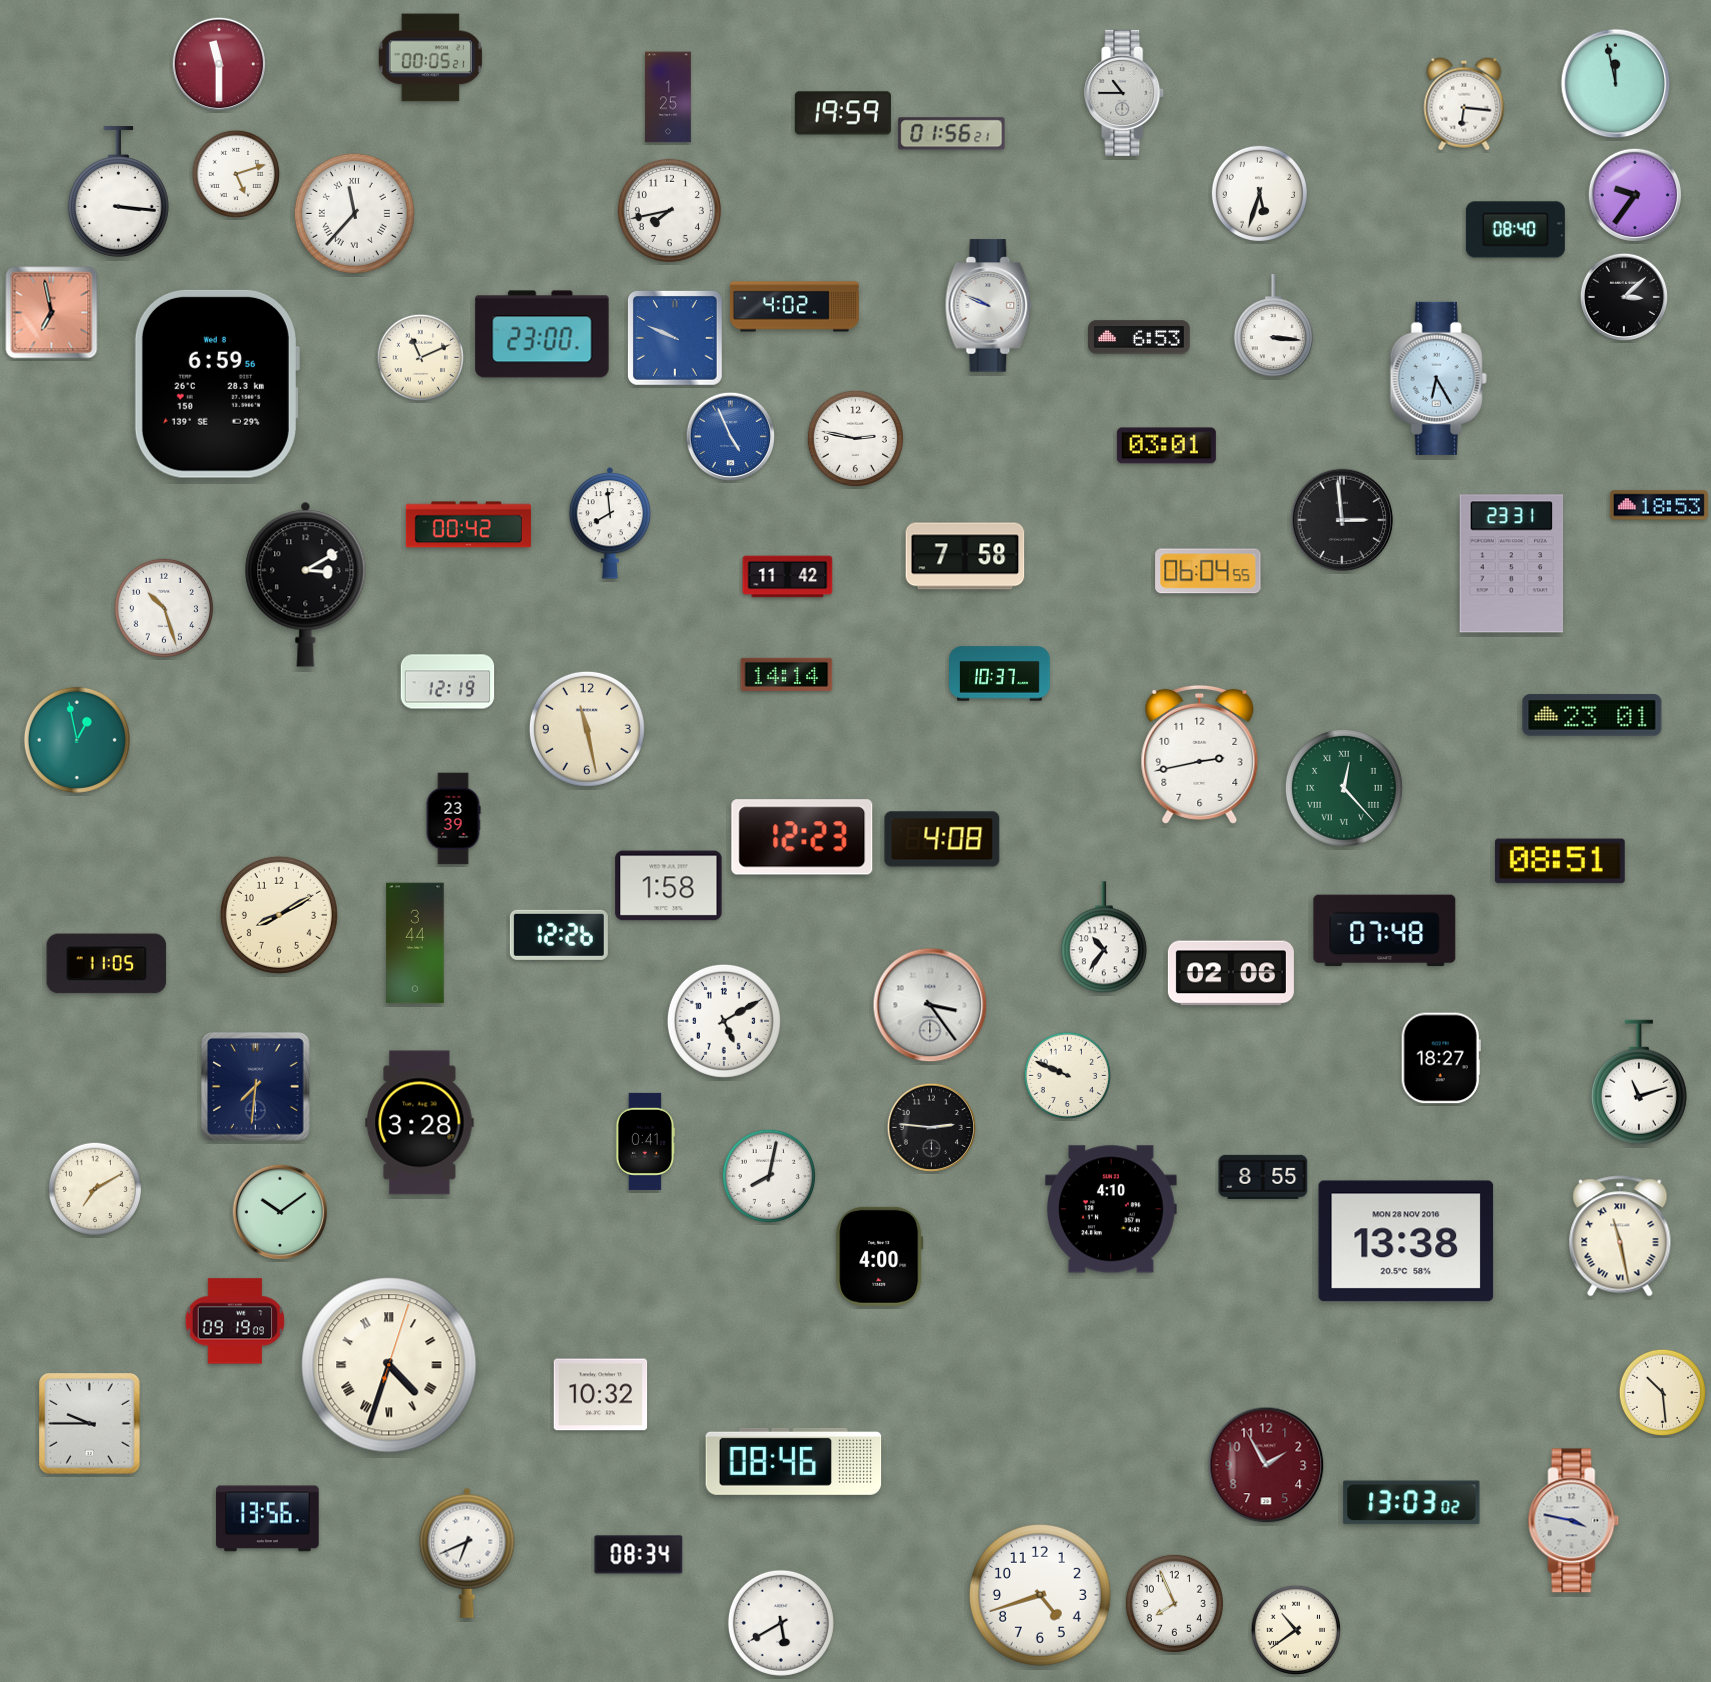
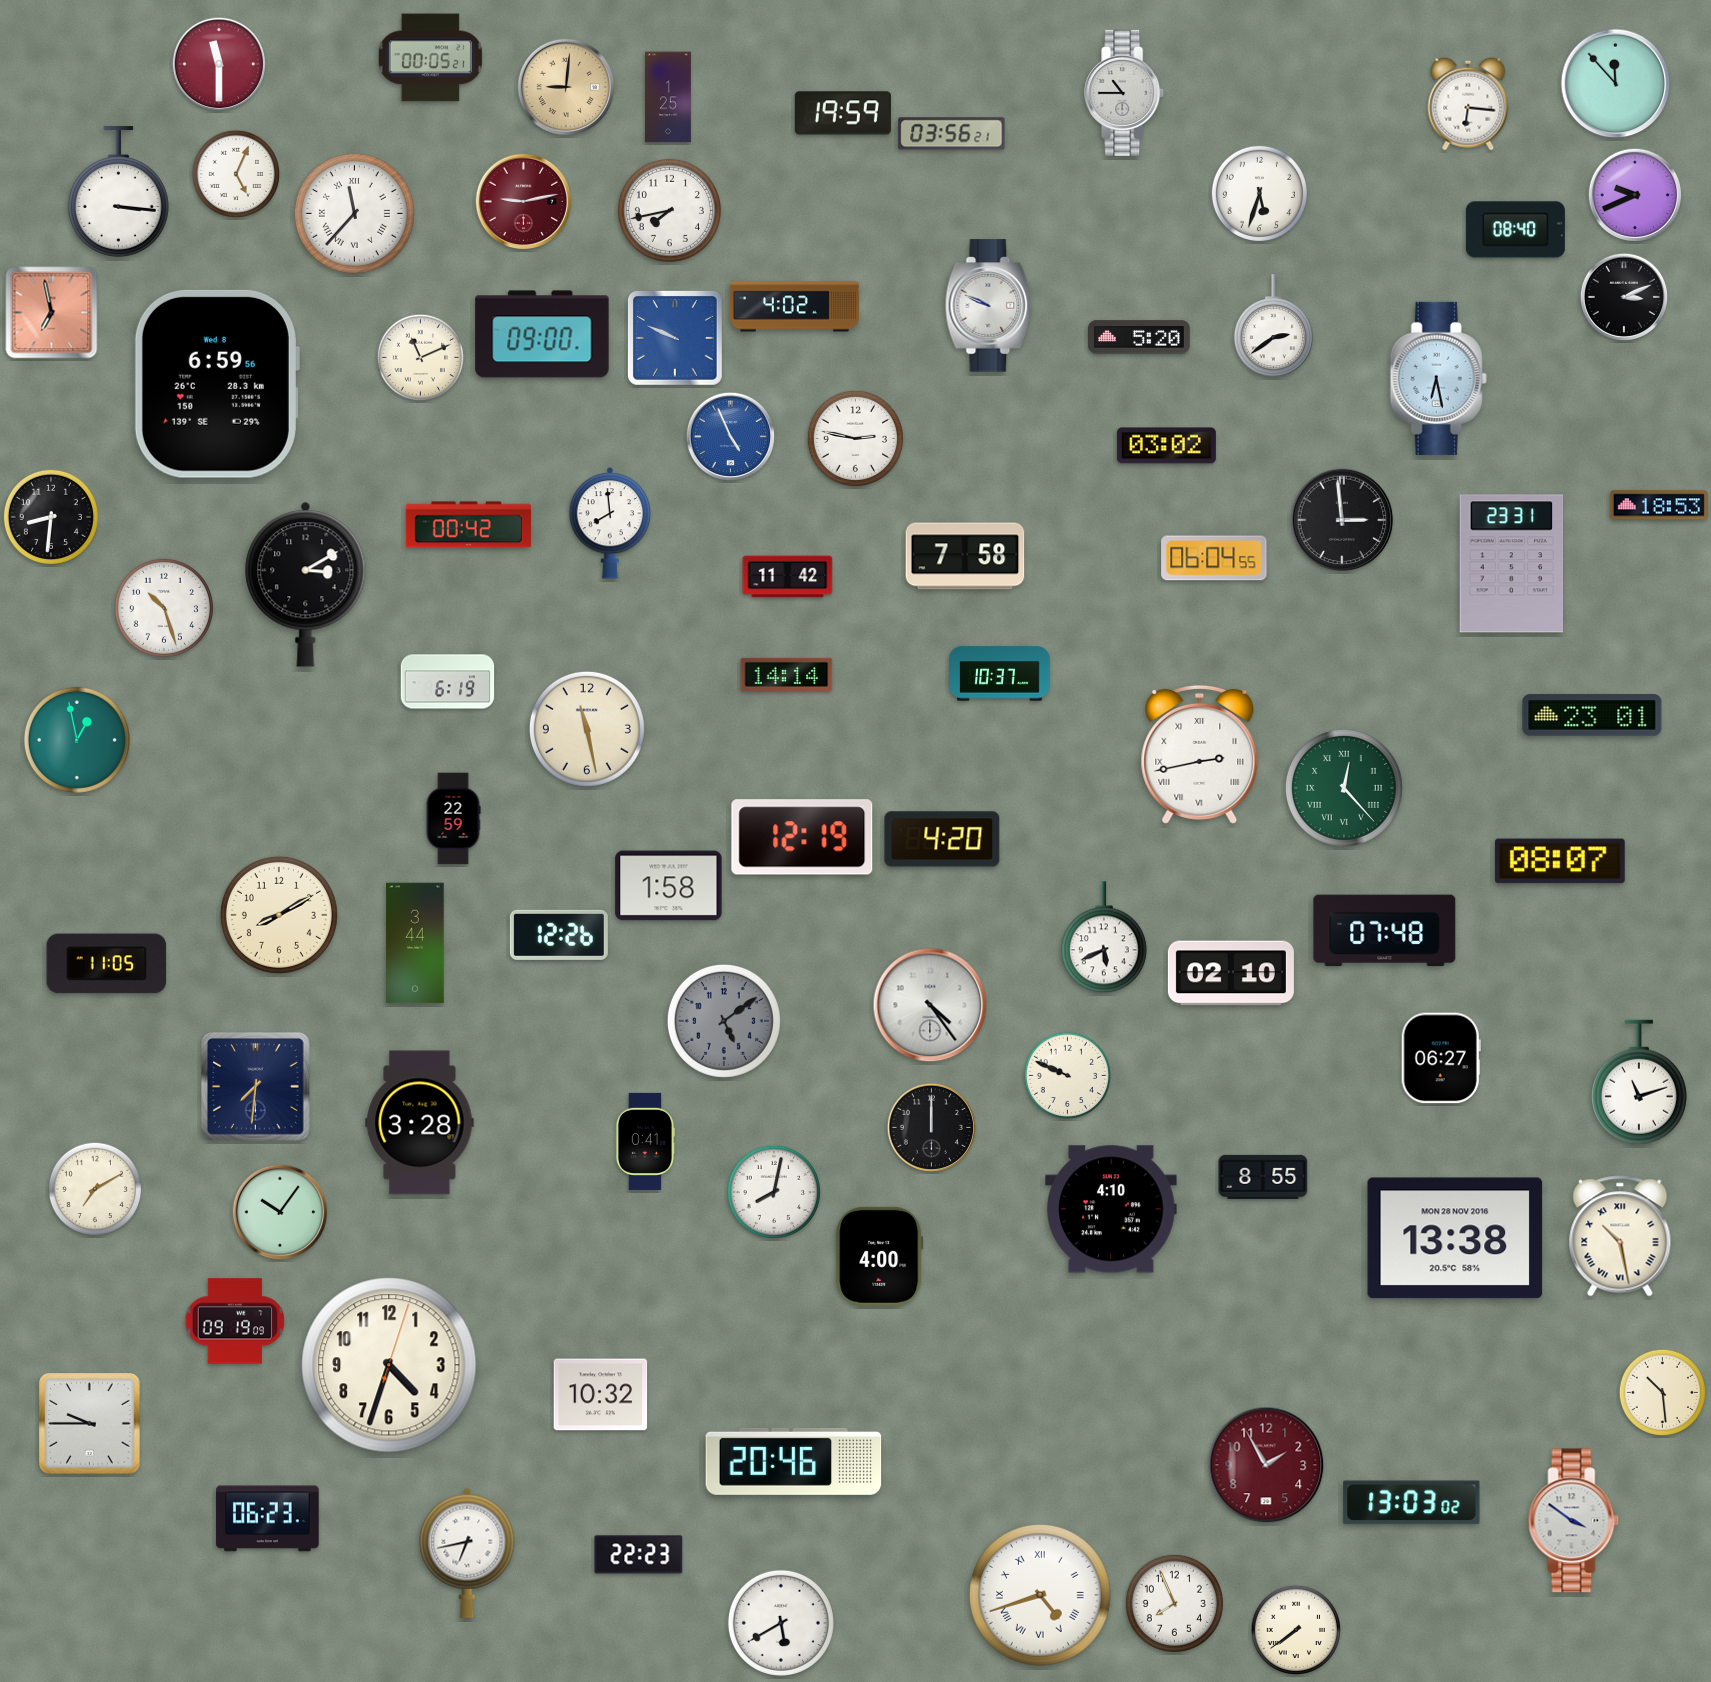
clock at (1616, 84): 11:58 -> 11:53
clock at (566, 87): none -> 9:01
clock at (1464, 104) position: (1464, 104) -> (1468, 104)
clock at (952, 134): 01:56 -> 03:56
clock at (236, 174): 5:12 -> 5:04
clock at (1635, 195): 9:36 -> 9:41
clock at (524, 202): none -> 9:13
clock at (1623, 296): 3:08 -> 3:11
clock at (1273, 326): 3:16 -> 2:39
clock at (542, 334): 23:00 -> 09:00
clock at (1140, 337): 6:53 -> 5:20
clock at (1438, 378): 6:25 -> 6:28
clock at (1166, 446): 03:01 -> 03:02
clock at (51, 517): none -> 8:31
clock at (1208, 571) position: (1208, 571) -> (1214, 558)
clock at (448, 682): 12:19 -> 6:19
clock at (1200, 754) numerals: Arabic -> Roman
clock at (453, 819): 23:39 -> 22:59
clock at (802, 837): 12:23 -> 12:19
clock at (942, 839): 4:08 -> 4:20
clock at (1560, 861): 08:51 -> 08:07
clock at (1104, 938): 10:36 -> 5:41
clock at (1231, 973): 02:06 -> 02:10
clock at (930, 1005): 3:24 -> 4:24
clock at (724, 1021): 5:10 -> 5:09
clock at (724, 1021) dial: white -> grey
clock at (1441, 1058): 18:27 -> 06:27
clock at (931, 1127): 2:46 -> 12:00
clock at (769, 1176) position: (769, 1176) -> (774, 1192)
clock at (280, 1212): 10:09 -> 10:06
clock at (1620, 1236): 11:28 -> 10:28
clock at (1406, 1241) position: (1406, 1241) -> (1455, 1238)
clock at (389, 1365) numerals: Roman -> Arabic
clock at (794, 1461): 08:46 -> 20:46
clock at (268, 1519): 13:56 -> 06:23
clock at (1574, 1521): 3:47 -> 3:51
clock at (467, 1553): 6:41 -> 6:43
clock at (639, 1555): 08:34 -> 22:23
clock at (1040, 1595) numerals: Arabic -> Roman
clock at (1295, 1629): 10:39 -> 7:39
